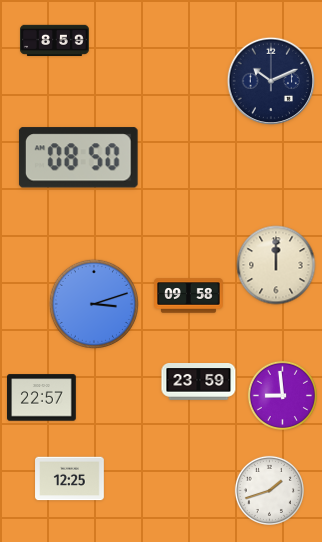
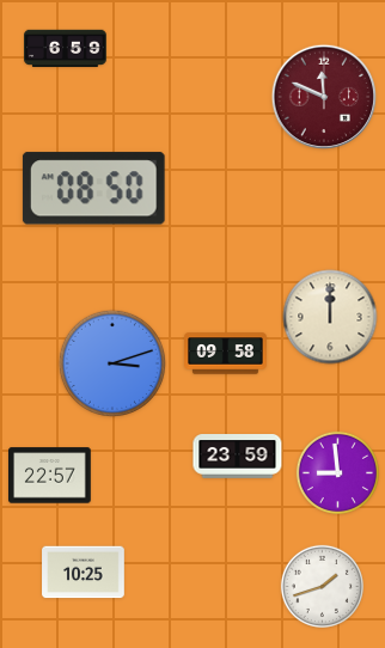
clock at (55, 40): 8:59 -> 6:59
clock at (271, 81): 10:11 -> 11:49
clock at (271, 81) dial: navy -> burgundy
clock at (70, 479): 12:25 -> 10:25
